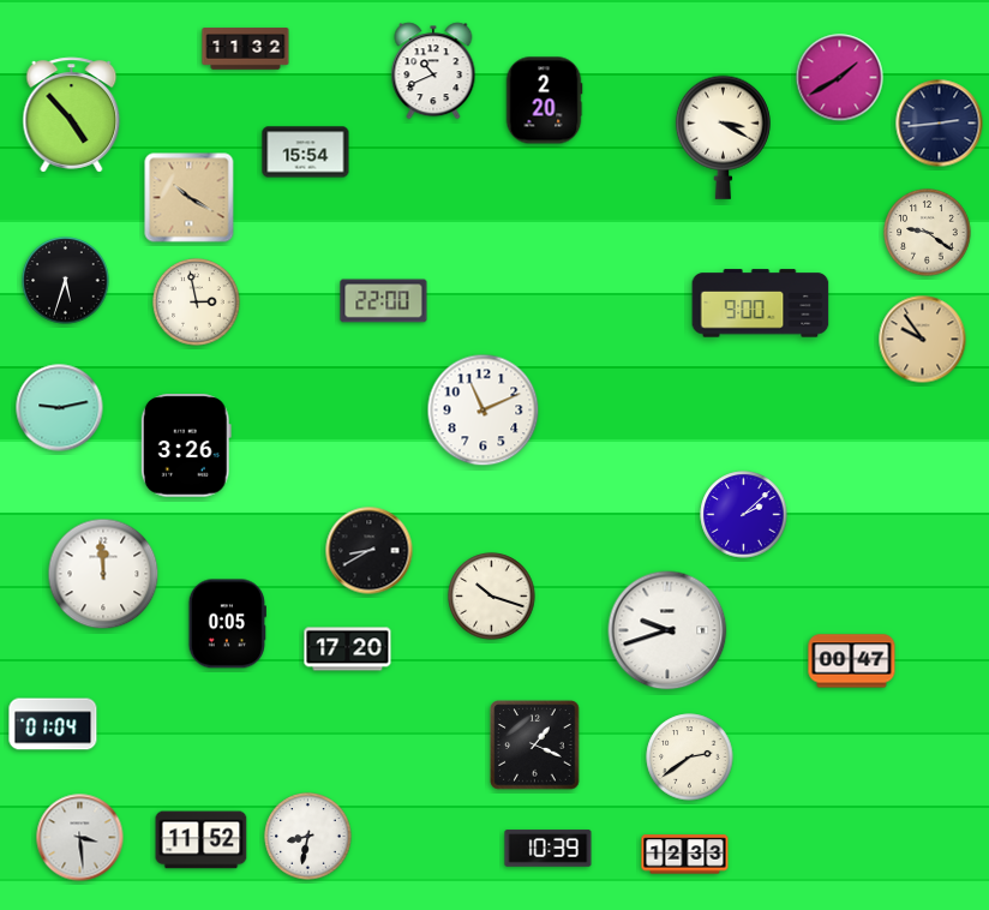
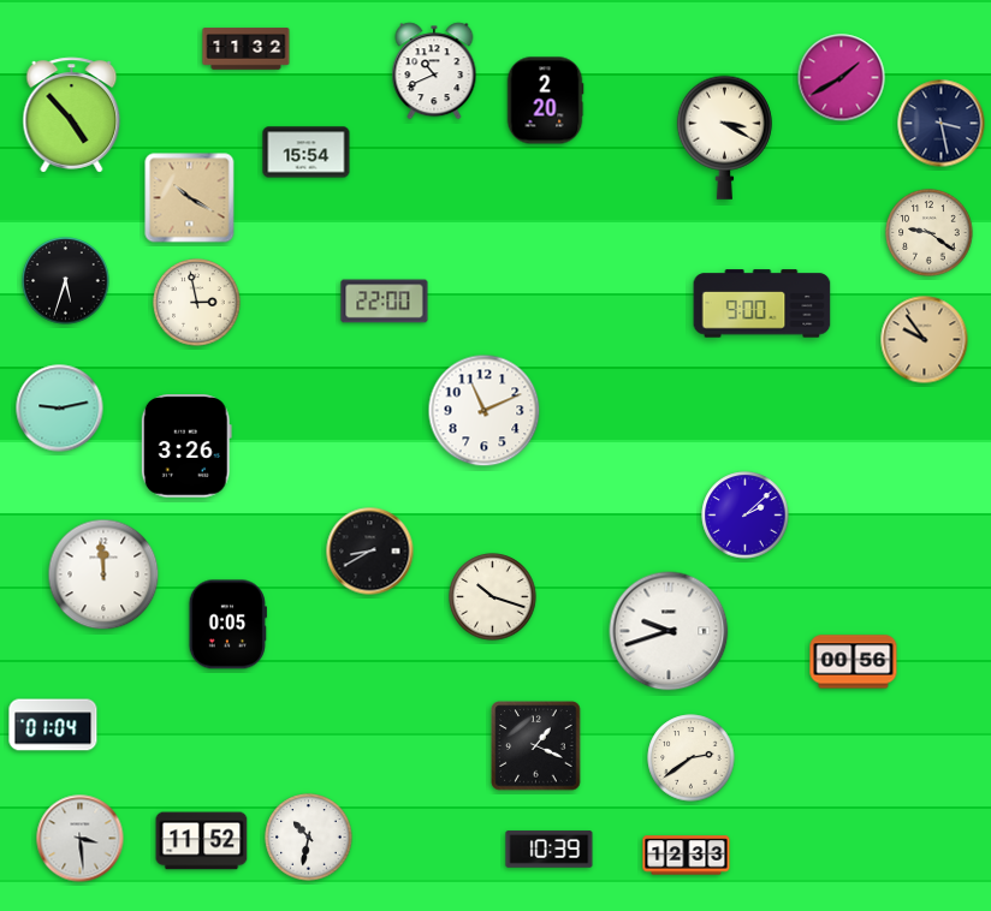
clock at (940, 124): 2:44 -> 3:28
clock at (348, 649): 17:20 -> none
clock at (852, 661): 00:47 -> 00:56
clock at (308, 837): 8:32 -> 10:32
